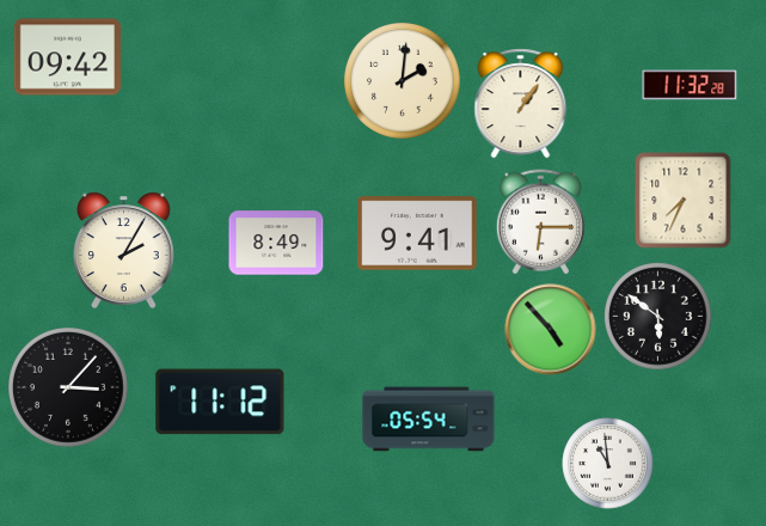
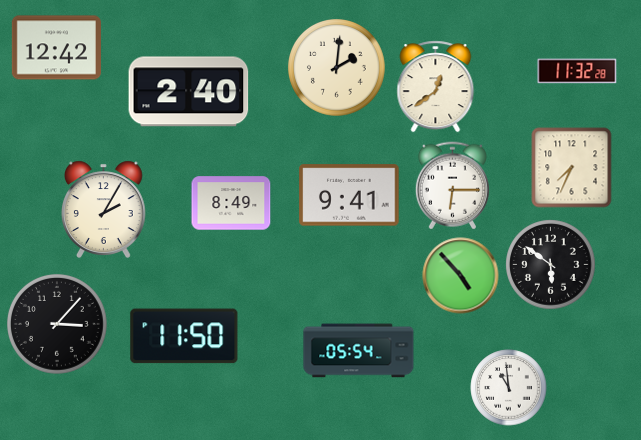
clock at (67, 57): 09:42 -> 12:42
clock at (521, 104): 1:06 -> 12:39
clock at (189, 92): none -> 2:40
clock at (220, 402): 11:12 -> 11:50
